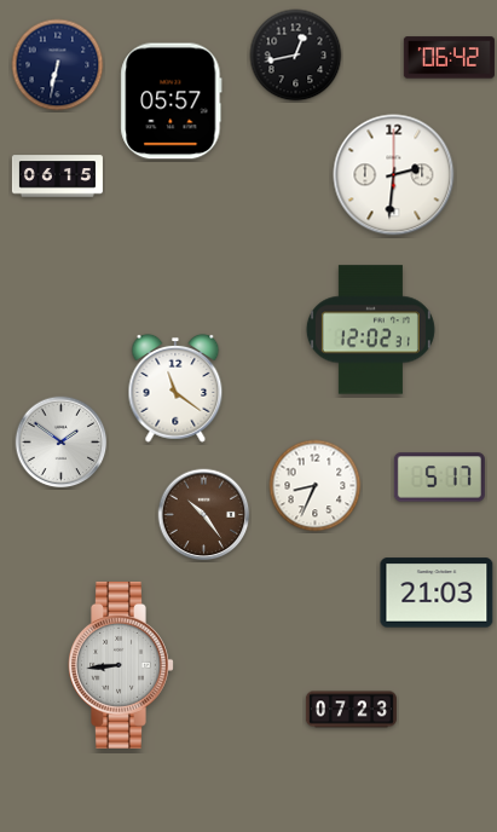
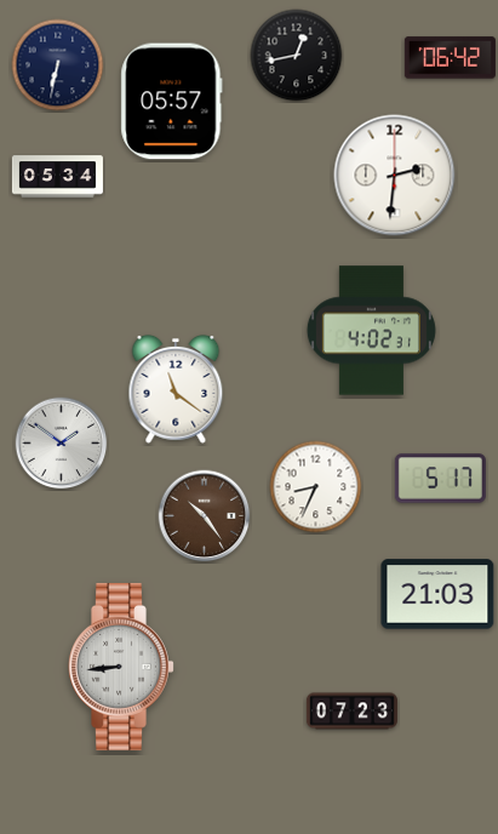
clock at (57, 177): 06:15 -> 05:34
clock at (370, 330): 12:02 -> 4:02
